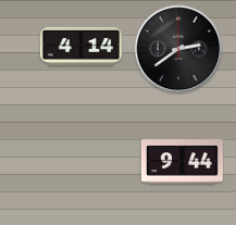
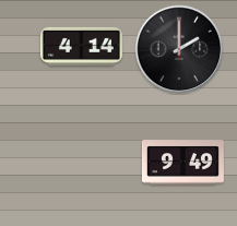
clock at (178, 49): 2:39 -> 2:00
clock at (182, 162): 9:44 -> 9:49
